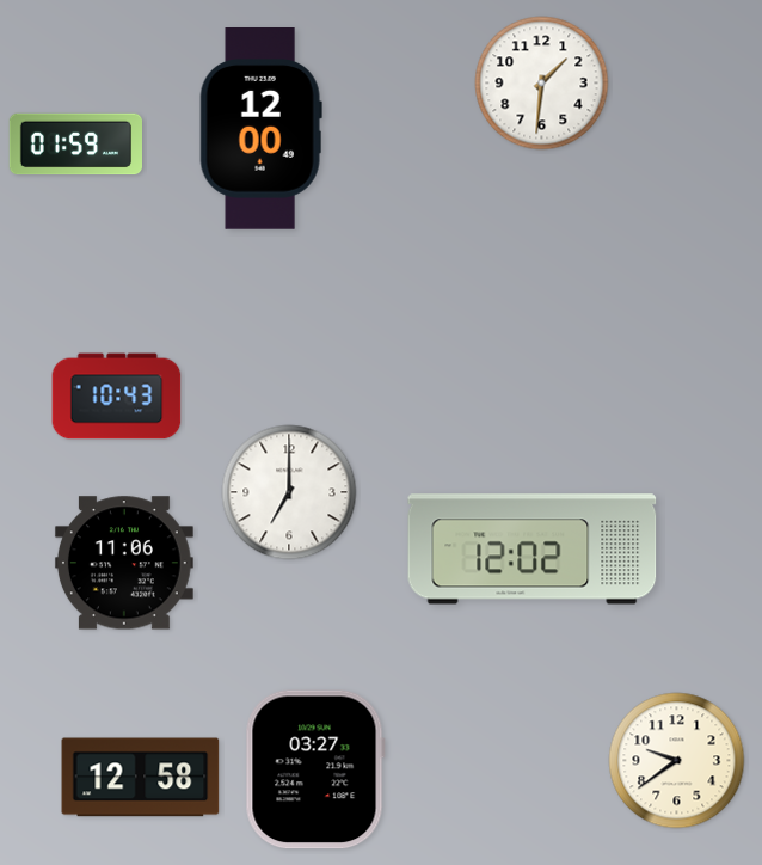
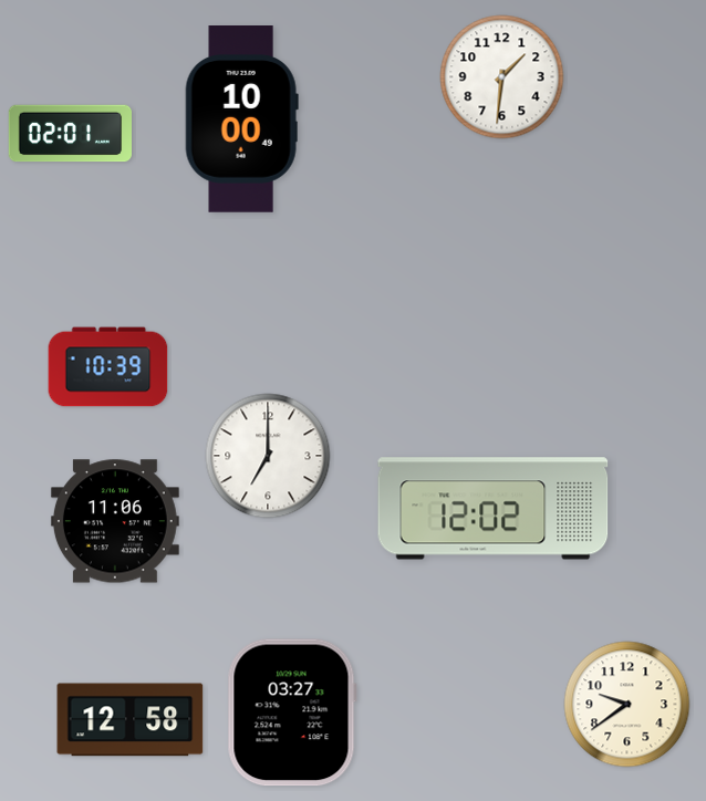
clock at (260, 129): 12:00 -> 10:00
clock at (75, 145): 01:59 -> 02:01
clock at (117, 397): 10:43 -> 10:39
